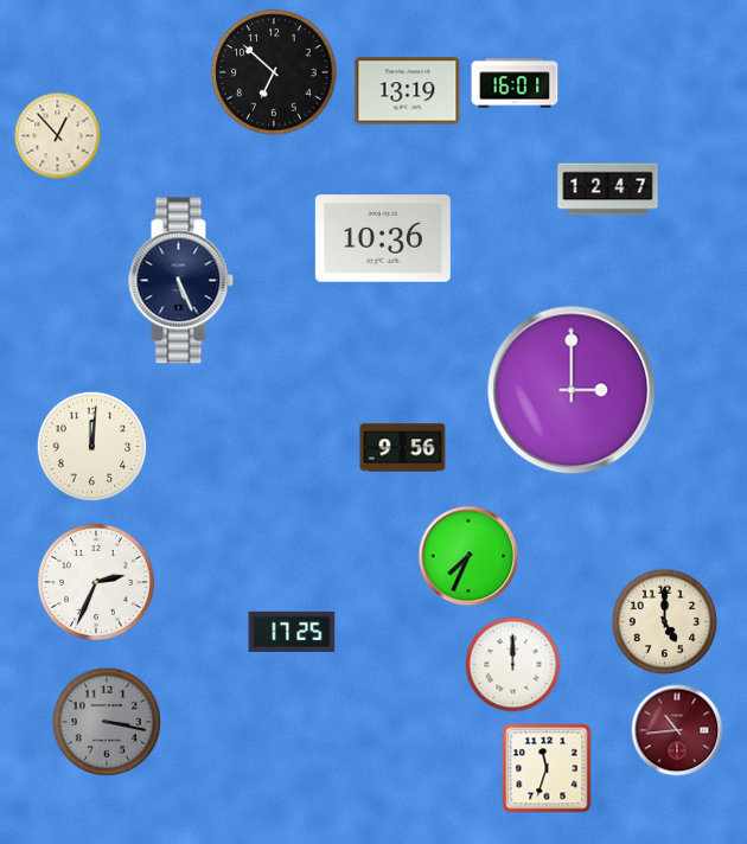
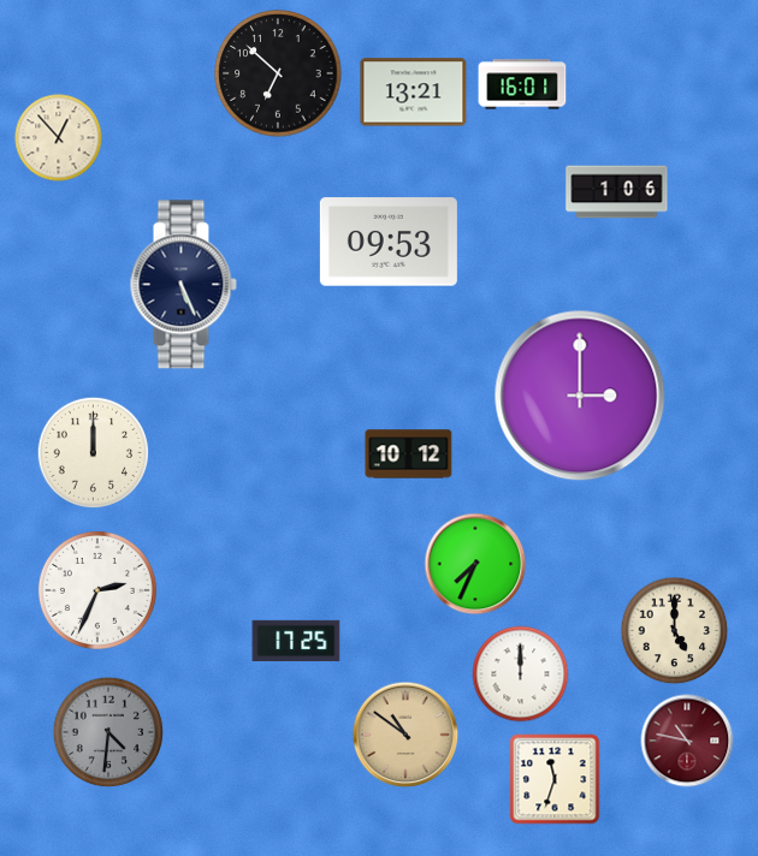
clock at (408, 91): 13:19 -> 13:21
clock at (608, 190): 12:47 -> 1:06
clock at (383, 238): 10:36 -> 09:53
clock at (92, 447): 12:01 -> 12:00
clock at (403, 448): 9:56 -> 10:12
clock at (107, 722): 3:17 -> 4:31
clock at (405, 735): none -> 10:51
clock at (677, 730): 10:44 -> 10:47
